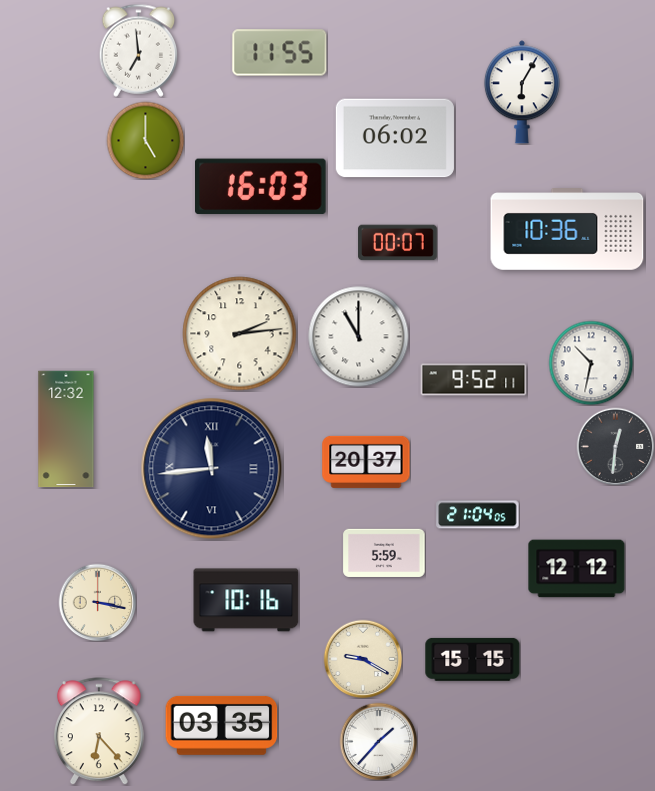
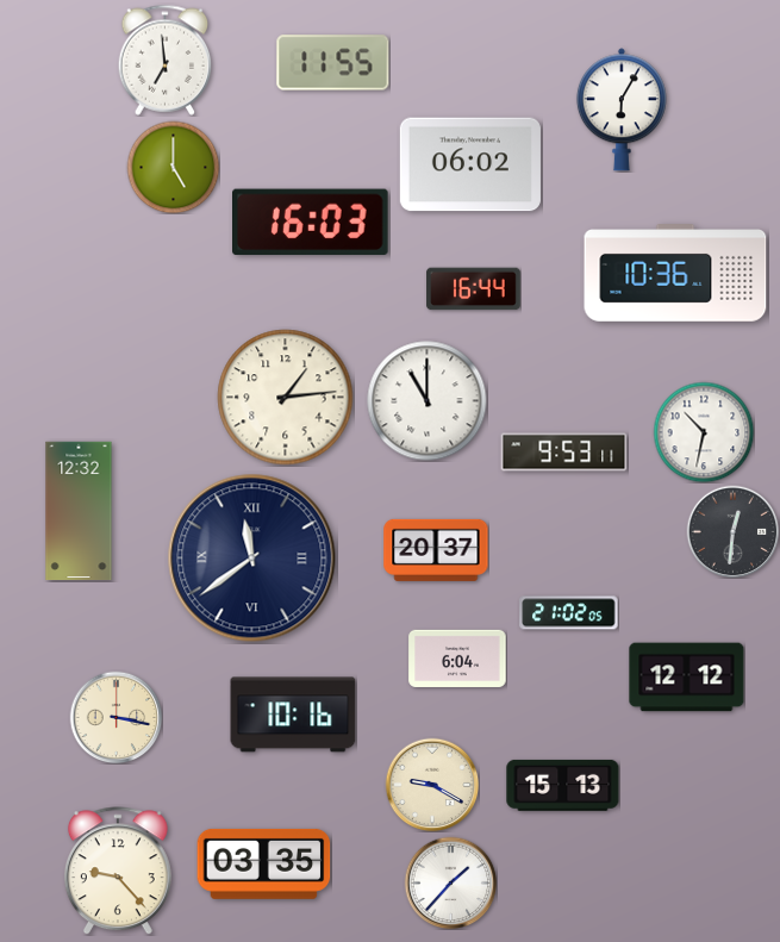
clock at (398, 243): 00:07 -> 16:44
clock at (240, 334): 2:14 -> 1:14
clock at (474, 380): 9:52 -> 9:53
clock at (212, 469): 11:44 -> 11:39
clock at (478, 515): 21:04 -> 21:02
clock at (384, 552): 5:59 -> 6:04
clock at (473, 659): 15:15 -> 15:13
clock at (99, 731): 6:23 -> 9:23
